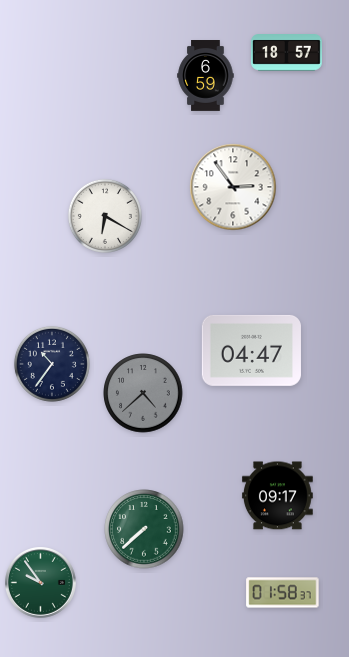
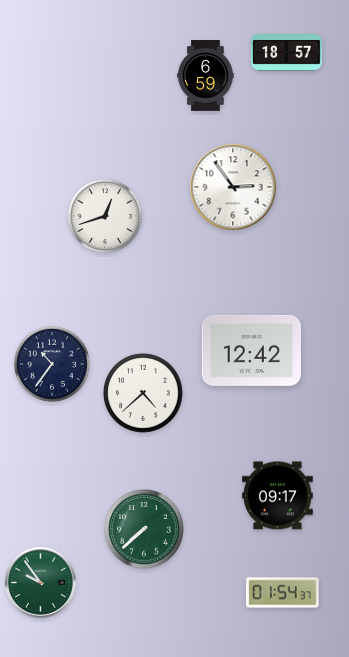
clock at (105, 216): 6:20 -> 12:42
clock at (251, 350): 04:47 -> 12:42
clock at (143, 393) dial: grey -> white
clock at (283, 593): 01:58 -> 01:54
